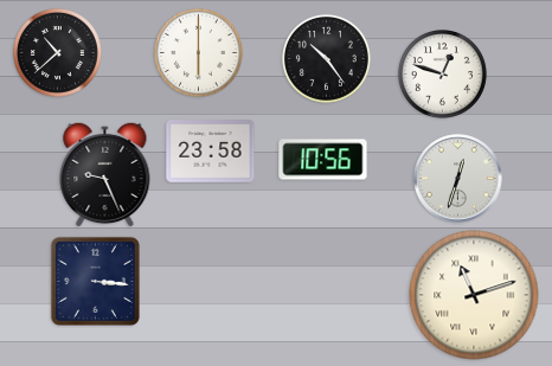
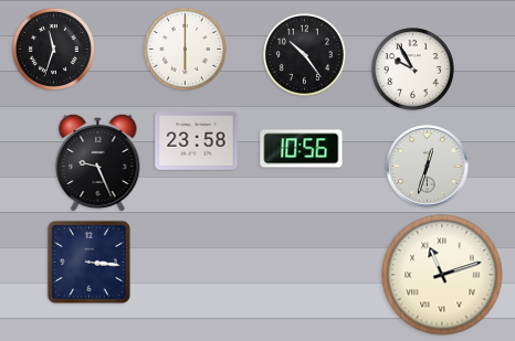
clock at (57, 52): 10:38 -> 11:33
clock at (442, 73): 12:48 -> 9:55
